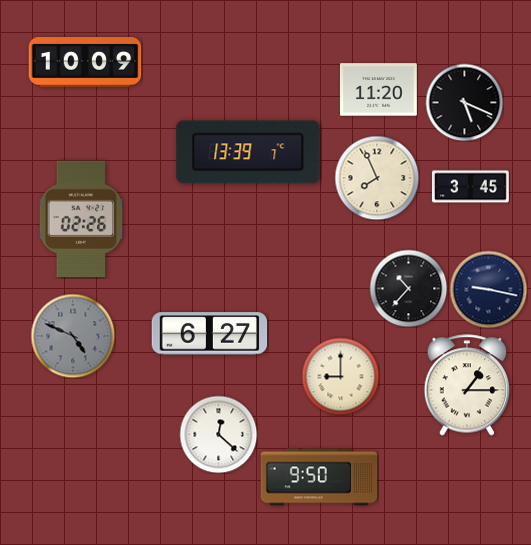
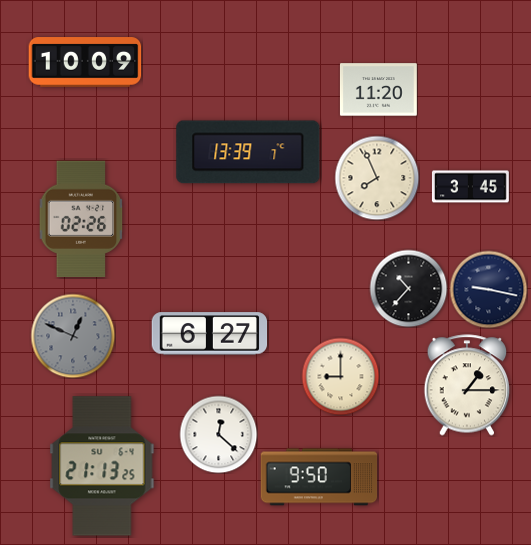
clock at (464, 102): 5:19 -> none
clock at (73, 336): 4:49 -> 12:49
clock at (102, 466): none -> 21:13
